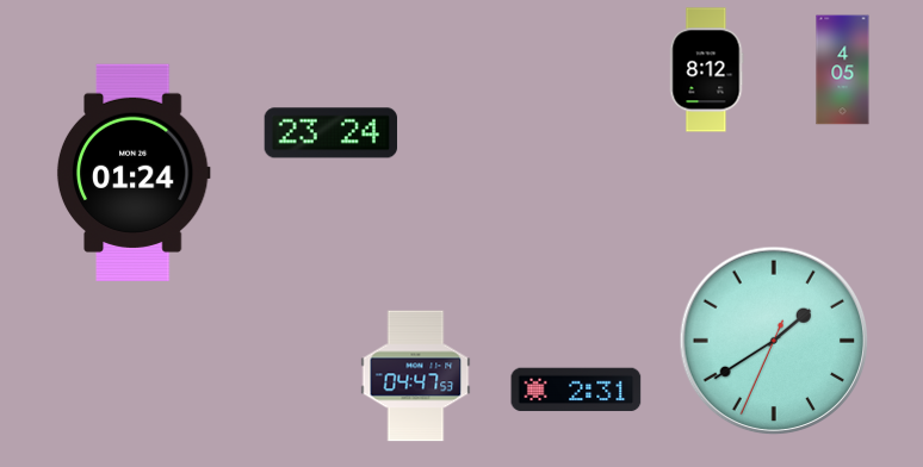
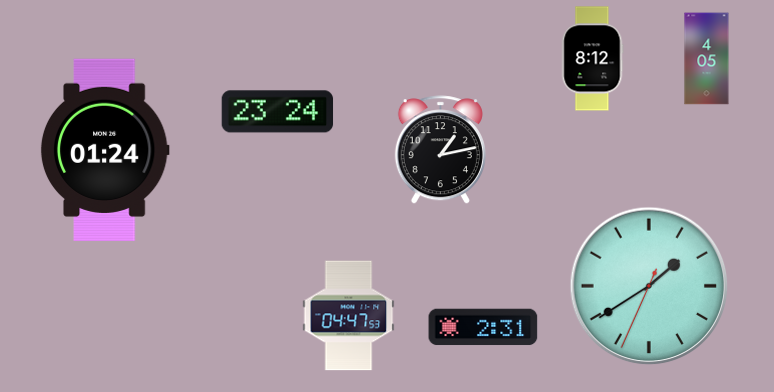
clock at (134, 173) position: (134, 173) -> (105, 150)
clock at (440, 150): none -> 1:13
